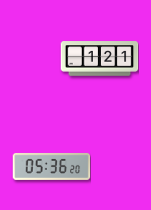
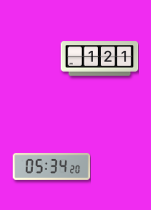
clock at (51, 166): 05:36 -> 05:34
